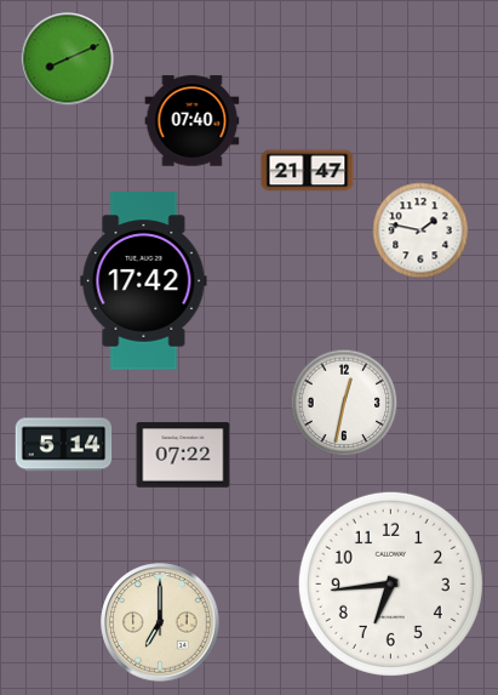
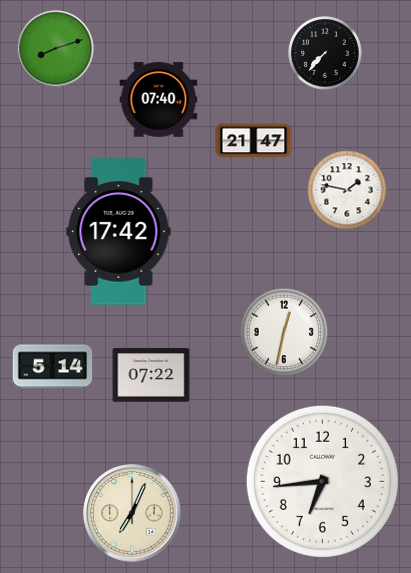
clock at (68, 59): 8:11 -> 8:12
clock at (326, 54): none -> 7:37
clock at (160, 622): 7:00 -> 7:04
